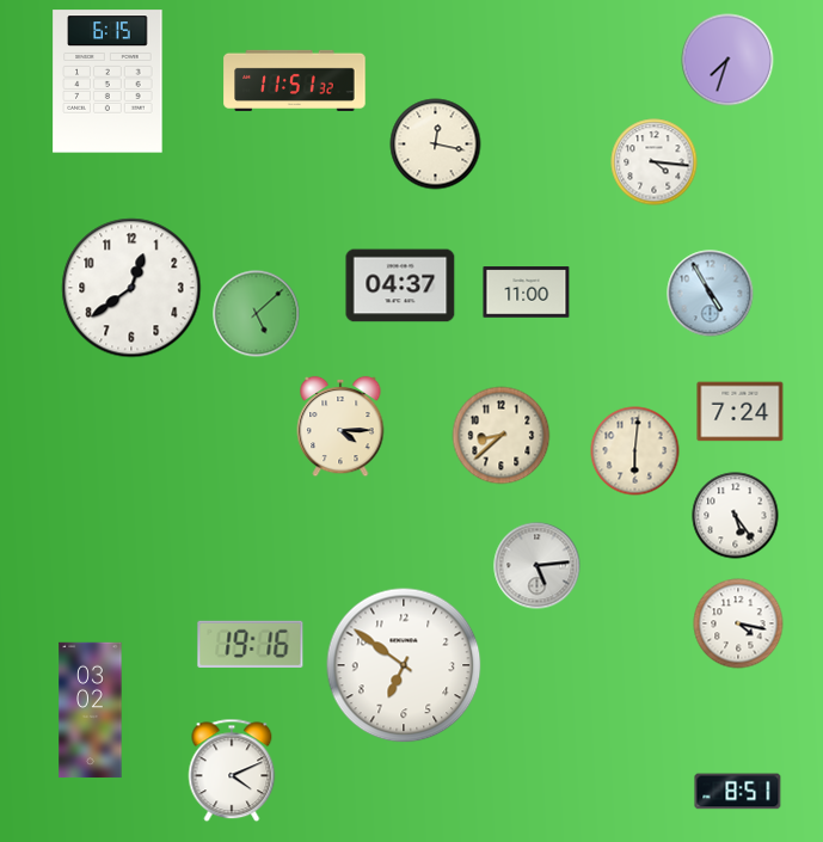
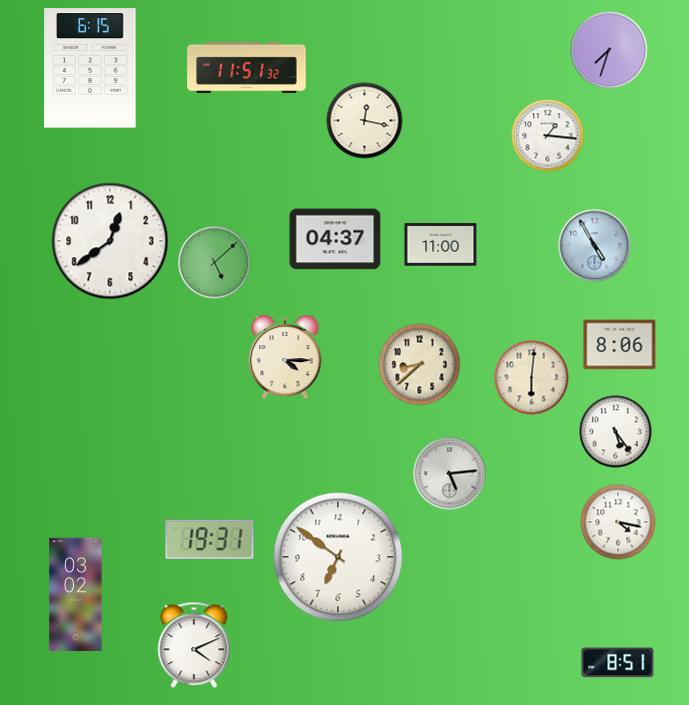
clock at (655, 162): 4:16 -> 1:16
clock at (741, 412): 7:24 -> 8:06
clock at (251, 644): 19:16 -> 19:31
